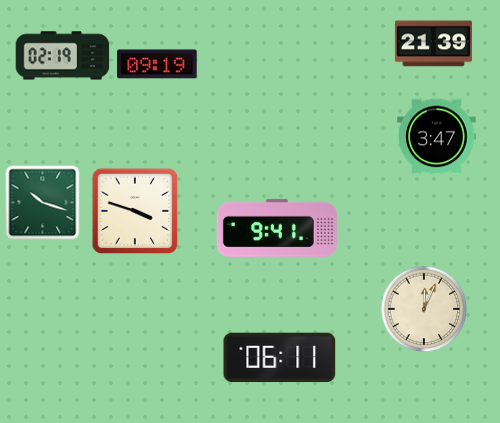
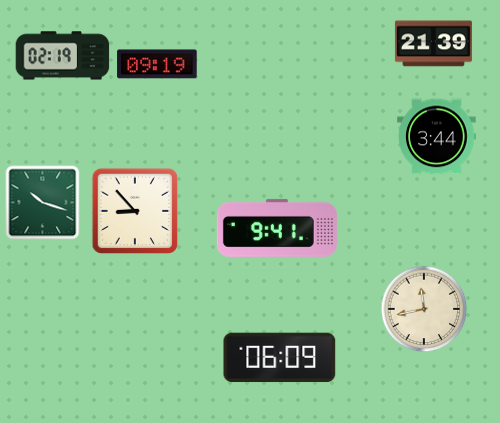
clock at (437, 137): 3:47 -> 3:44
clock at (135, 211): 3:48 -> 8:53
clock at (424, 309): 12:04 -> 11:43
clock at (280, 358): 06:11 -> 06:09
